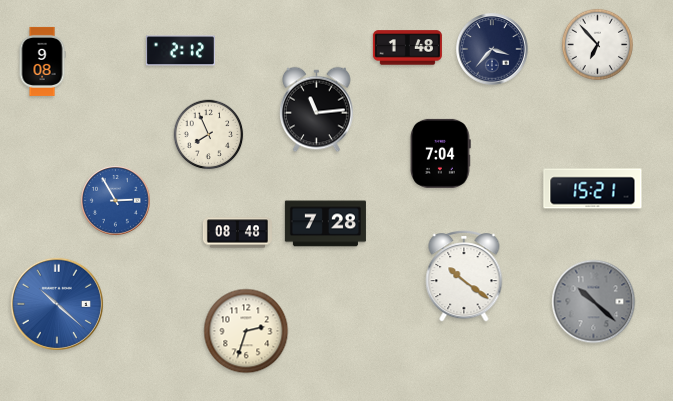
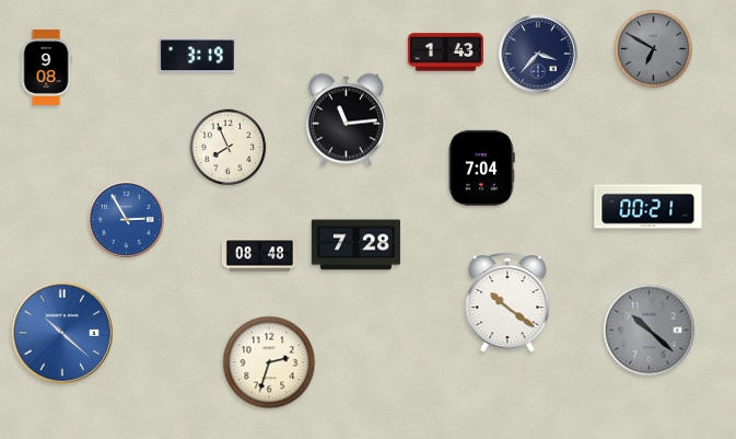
clock at (597, 44): 6:53 -> 6:50
clock at (597, 44) dial: white -> grey
clock at (407, 48): 1:48 -> 1:43
clock at (180, 51): 2:12 -> 3:19
clock at (593, 189): 15:21 -> 00:21
